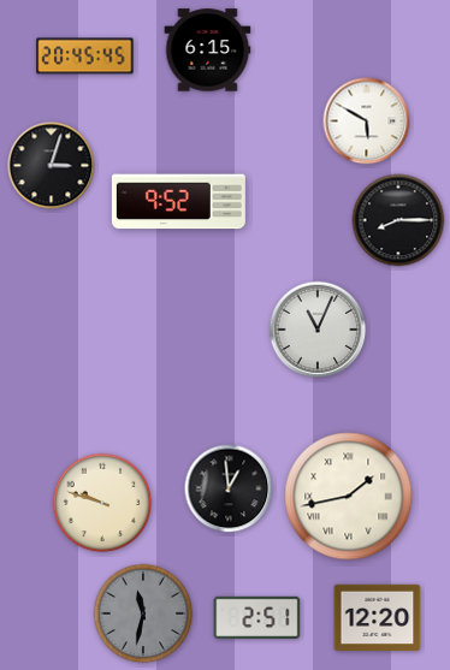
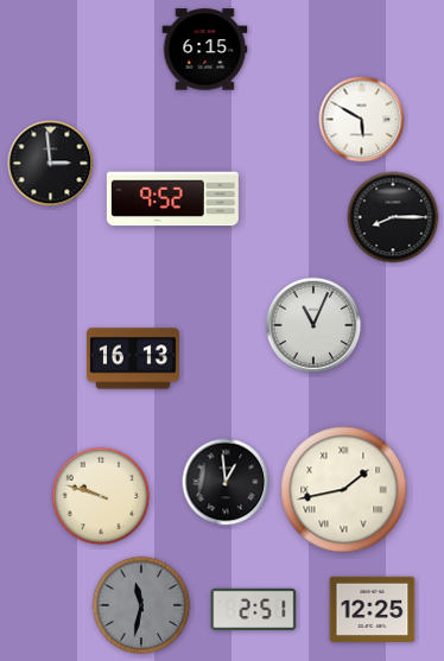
clock at (85, 57): 20:45 -> none
clock at (52, 166): 3:03 -> 2:59
clock at (178, 202) position: (178, 202) -> (172, 199)
clock at (134, 358): none -> 16:13
clock at (378, 618): 12:20 -> 12:25
